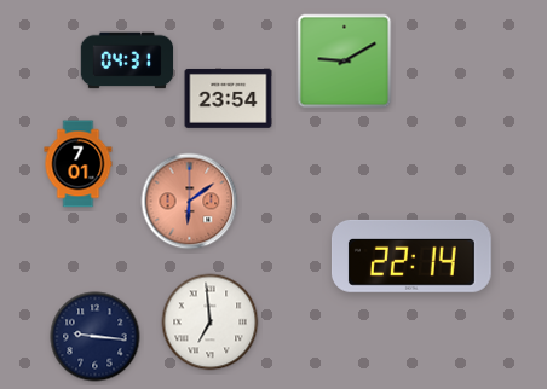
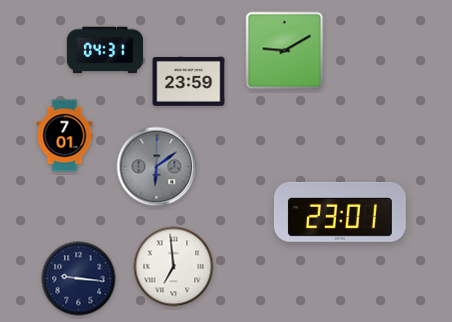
clock at (229, 98): 23:54 -> 23:59
clock at (190, 202) dial: salmon -> grey
clock at (411, 256): 22:14 -> 23:01
